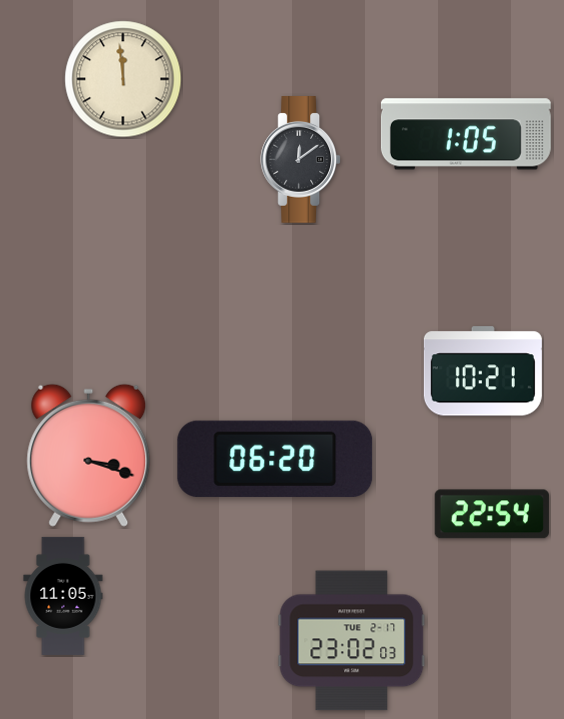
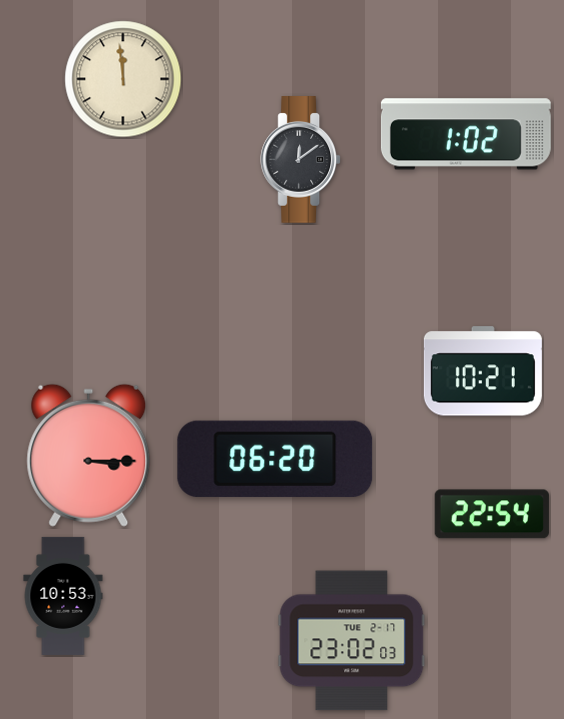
clock at (466, 134): 1:05 -> 1:02
clock at (89, 455): 3:18 -> 3:15
clock at (63, 596): 11:05 -> 10:53
